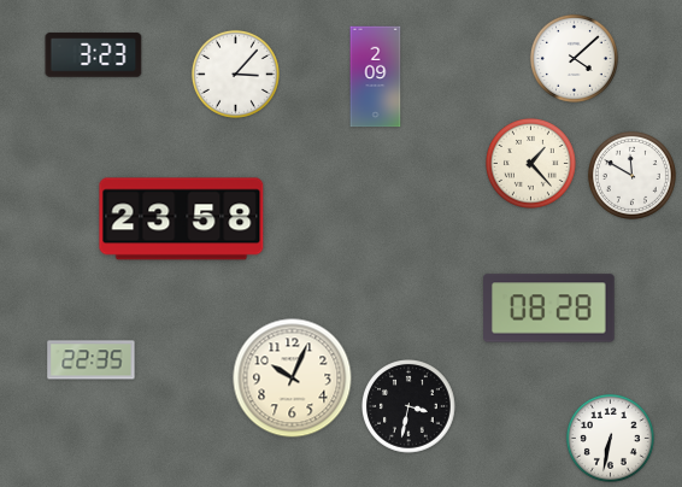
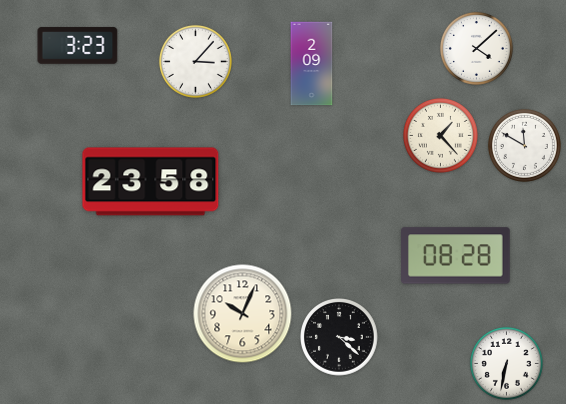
clock at (92, 360): 22:35 -> none
clock at (408, 406): 3:32 -> 3:22
